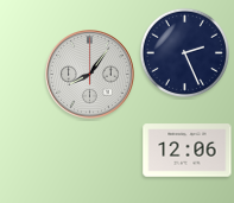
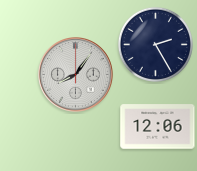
clock at (184, 52): 2:26 -> 2:25
clock at (90, 75) position: (90, 75) -> (76, 75)
